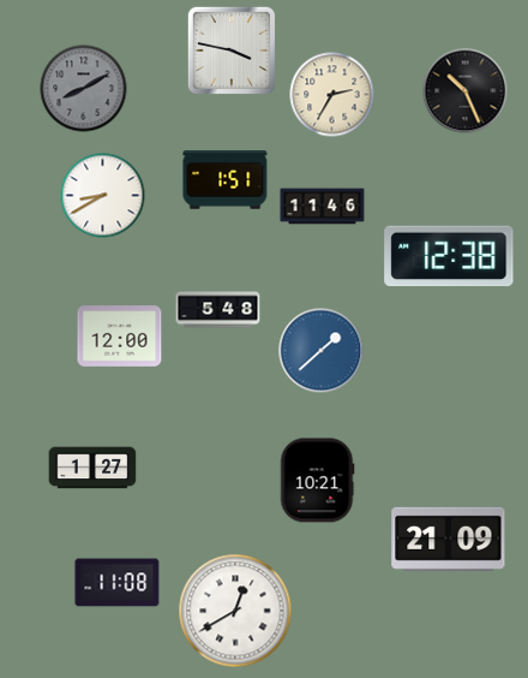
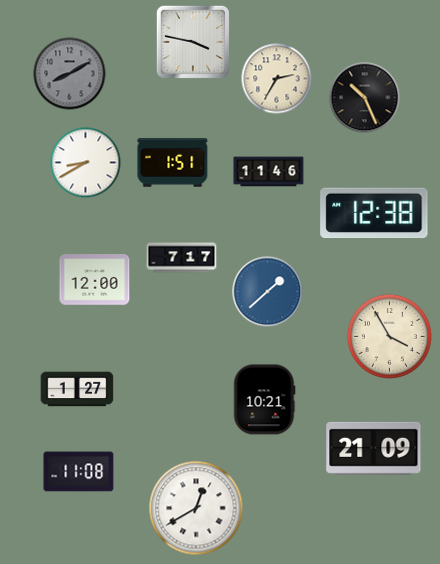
clock at (466, 91) position: (466, 91) -> (365, 98)
clock at (226, 180) position: (226, 180) -> (173, 163)
clock at (218, 310): 5:48 -> 7:17
clock at (120, 337) position: (120, 337) -> (95, 280)
clock at (389, 336): none -> 3:55
clock at (118, 583) position: (118, 583) -> (79, 472)
